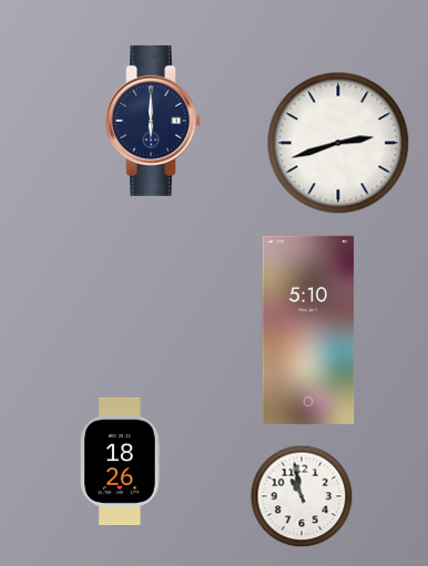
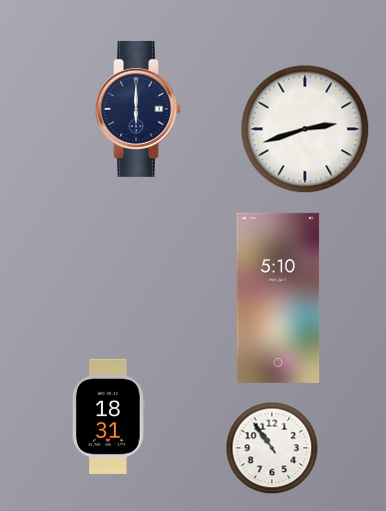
clock at (121, 461): 18:26 -> 18:31
clock at (302, 496): 10:58 -> 10:54
